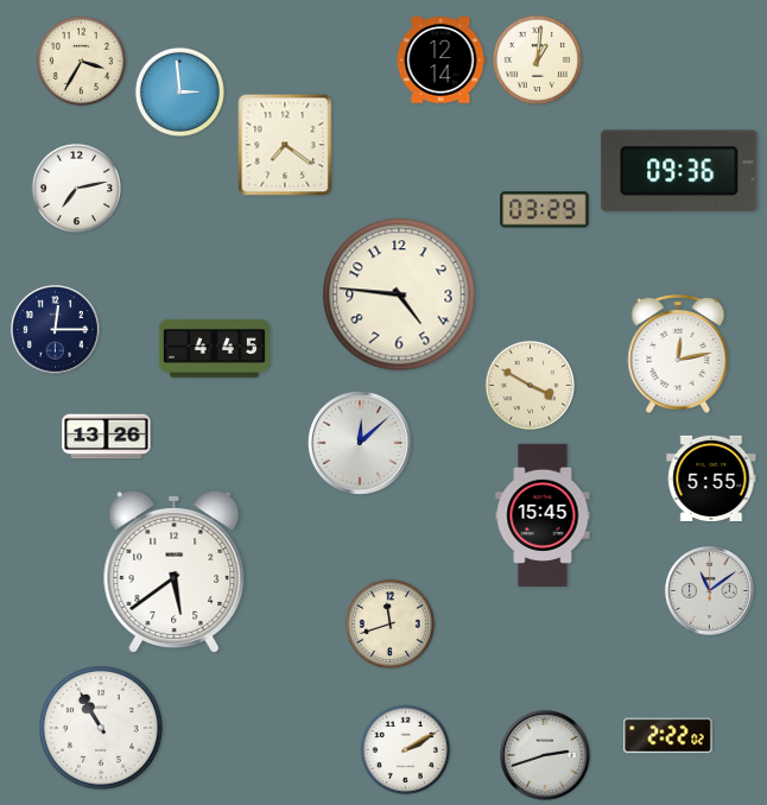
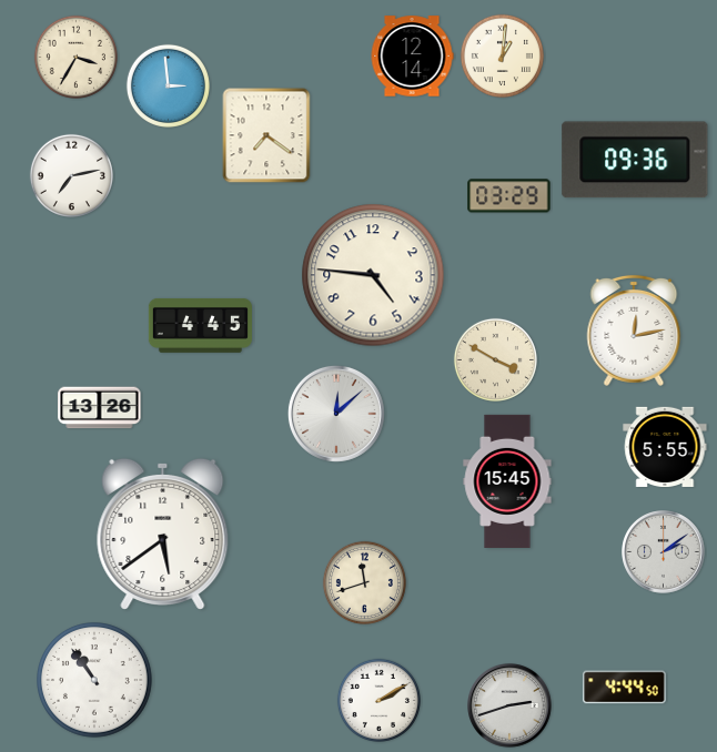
clock at (56, 330): 12:15 -> none
clock at (710, 591): 11:09 -> 2:09
clock at (102, 729): 10:55 -> 10:54
clock at (668, 736): 2:22 -> 4:44
